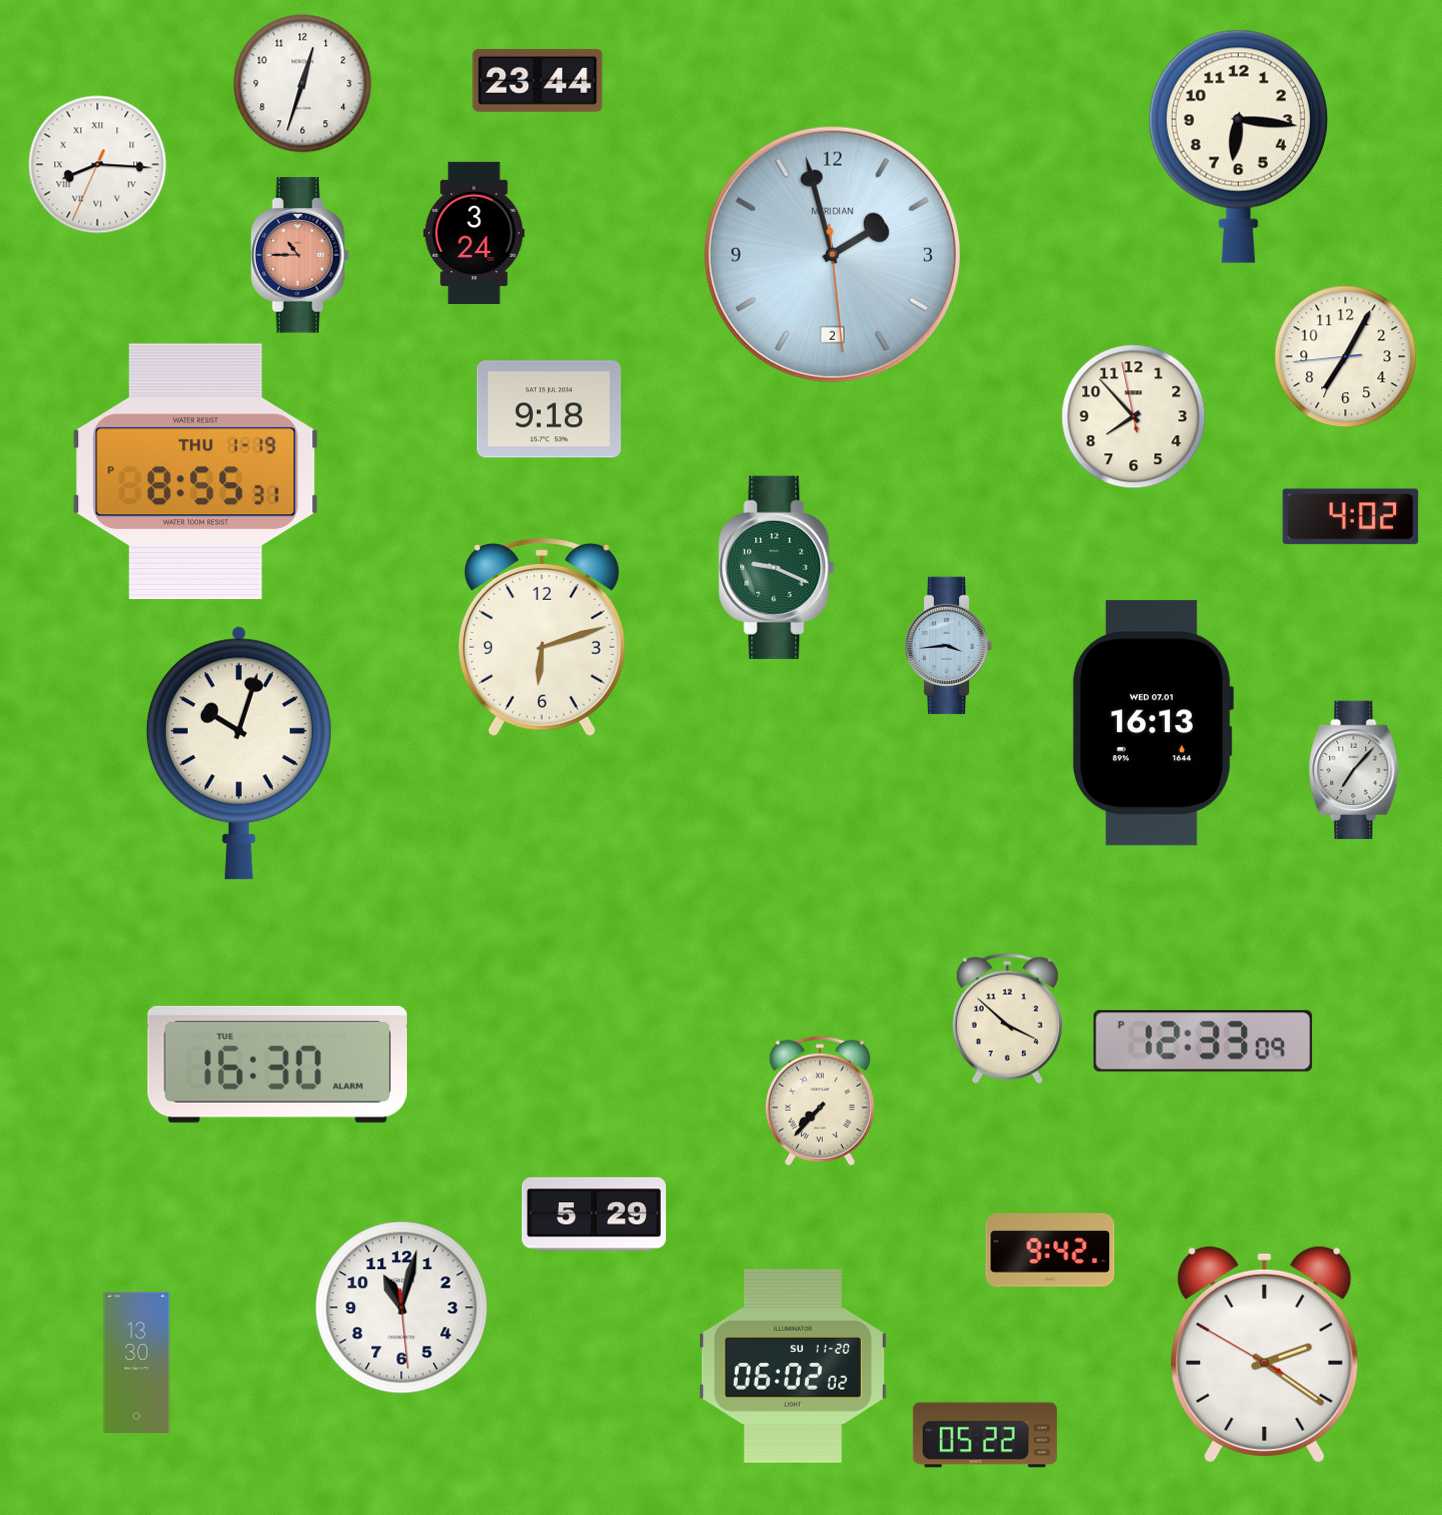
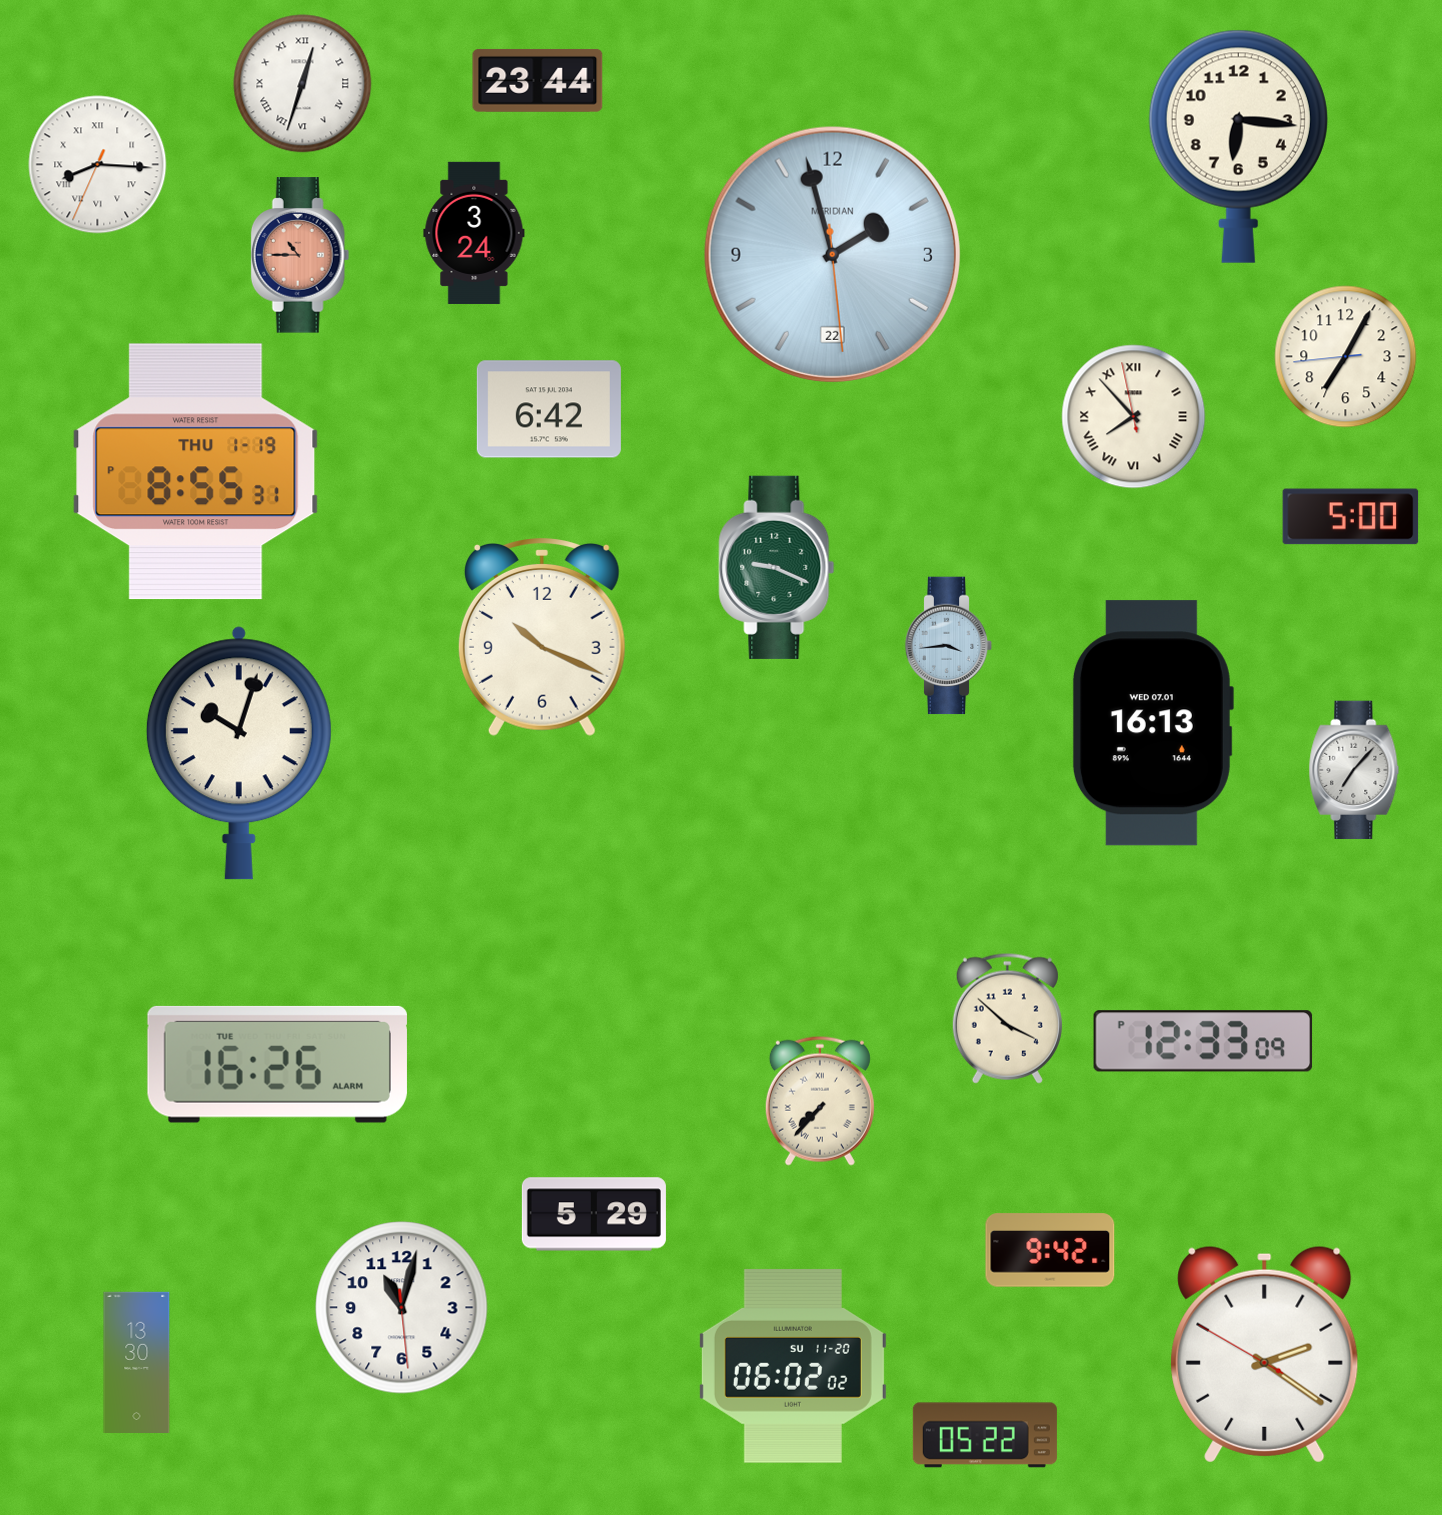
clock at (303, 84) numerals: Arabic -> Roman
clock at (832, 254) date: 2 -> 22
clock at (549, 409): 9:18 -> 6:42
clock at (1134, 417) numerals: Arabic -> Roman
clock at (1351, 517): 4:02 -> 5:00
clock at (542, 637): 6:12 -> 10:19
clock at (277, 1064): 16:30 -> 16:26
